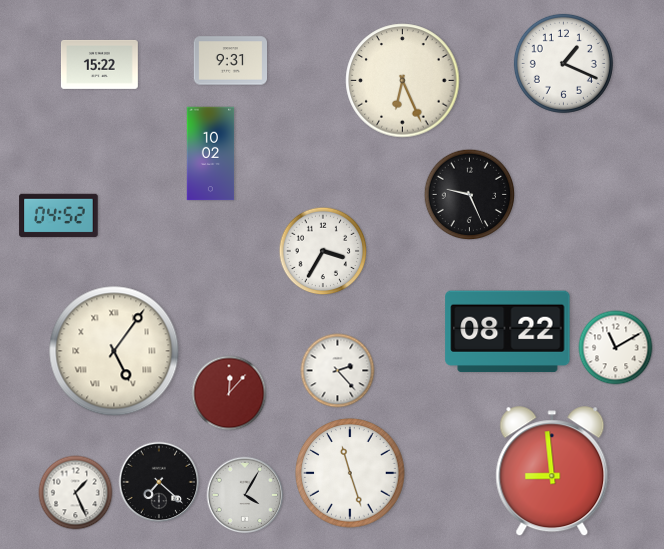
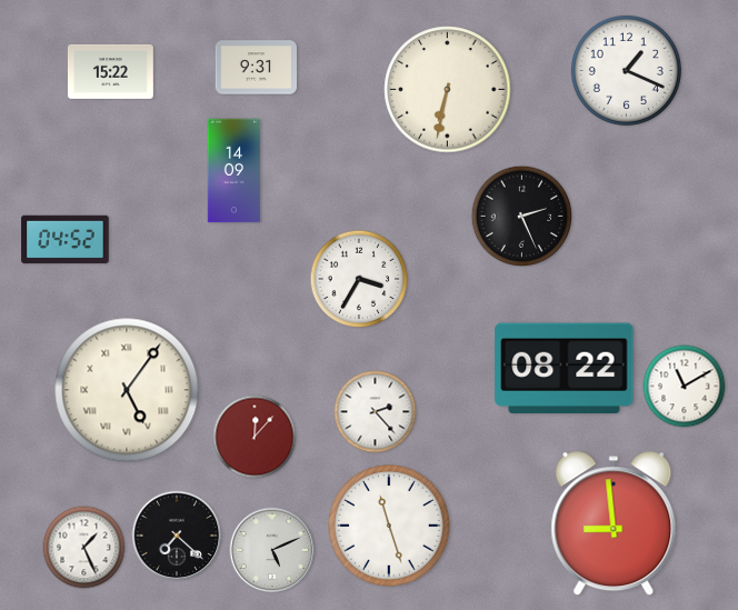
clock at (403, 81): 6:26 -> 6:32
clock at (211, 154): 10:02 -> 14:09
clock at (470, 195): 9:26 -> 2:26
clock at (245, 495): 4:05 -> 5:11
